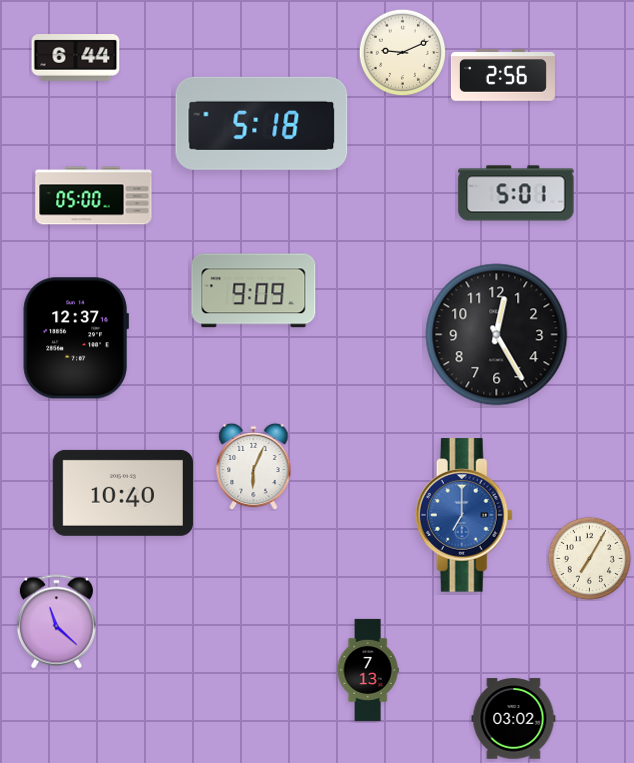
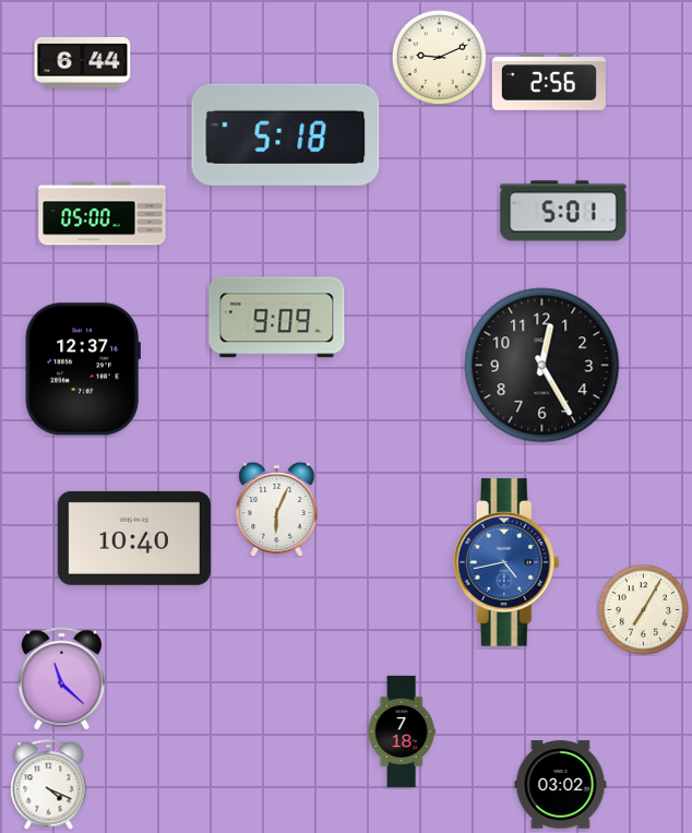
clock at (464, 515): 7:00 -> 4:43
clock at (368, 670): 7:13 -> 7:18
clock at (49, 785): none -> 4:19
